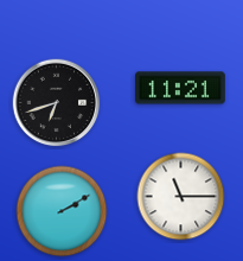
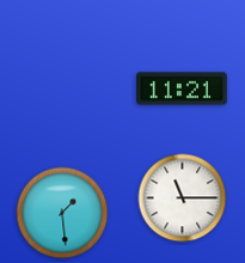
clock at (57, 103): 6:42 -> none
clock at (62, 211): 2:10 -> 1:29
